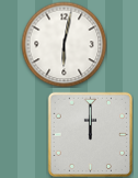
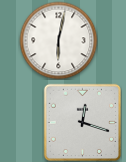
clock at (90, 134): 12:00 -> 12:18
